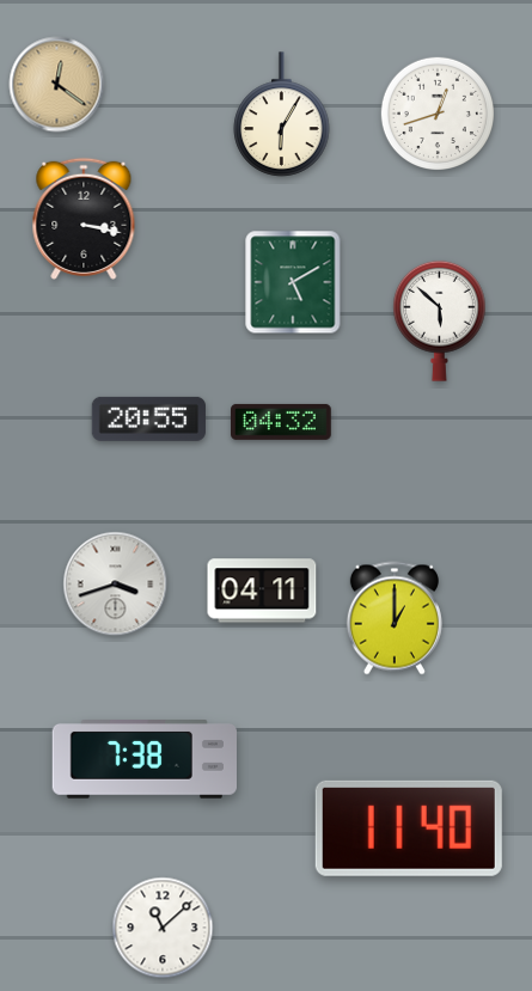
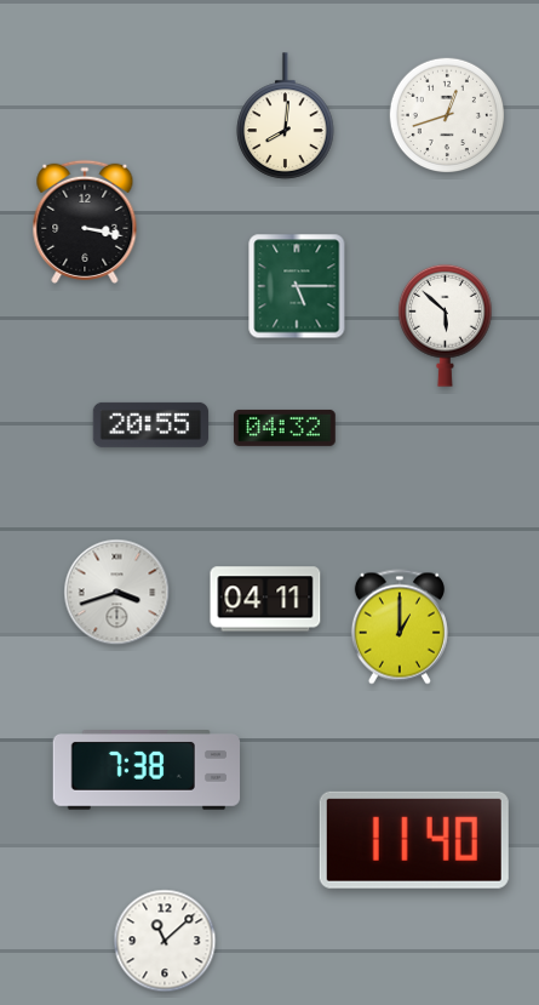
clock at (57, 85): 12:21 -> none
clock at (436, 112) position: (436, 112) -> (446, 114)
clock at (282, 115): 6:05 -> 8:01
clock at (293, 282): 5:10 -> 5:15
